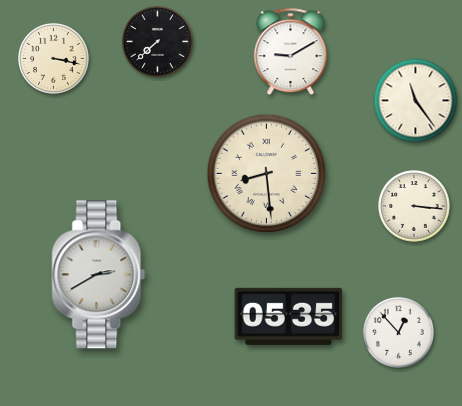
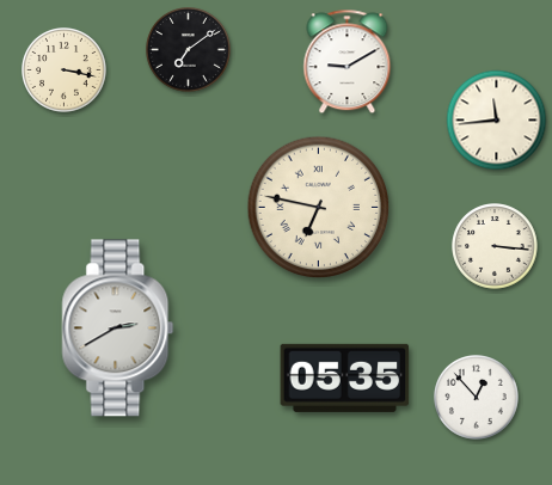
clock at (158, 42): 7:38 -> 7:09
clock at (416, 101): 11:24 -> 11:44
clock at (267, 174): 8:29 -> 6:47
